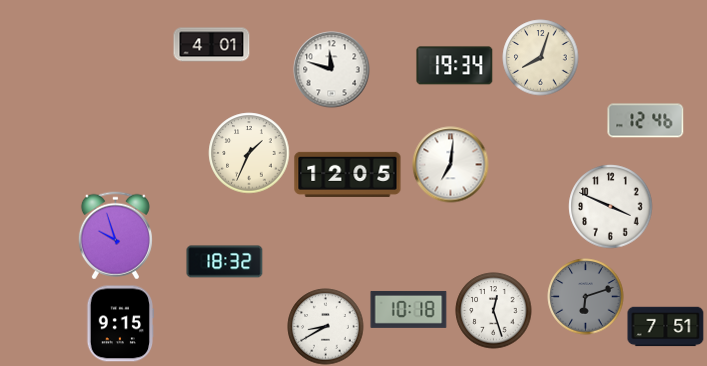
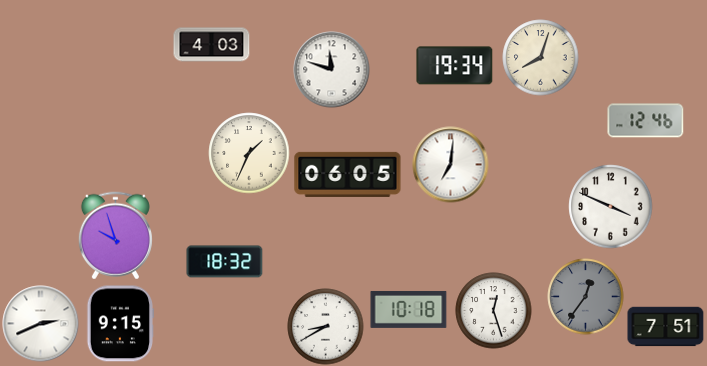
clock at (212, 45): 4:01 -> 4:03
clock at (348, 174): 12:05 -> 06:05
clock at (586, 297): 6:12 -> 12:36
clock at (41, 324): none -> 2:41
